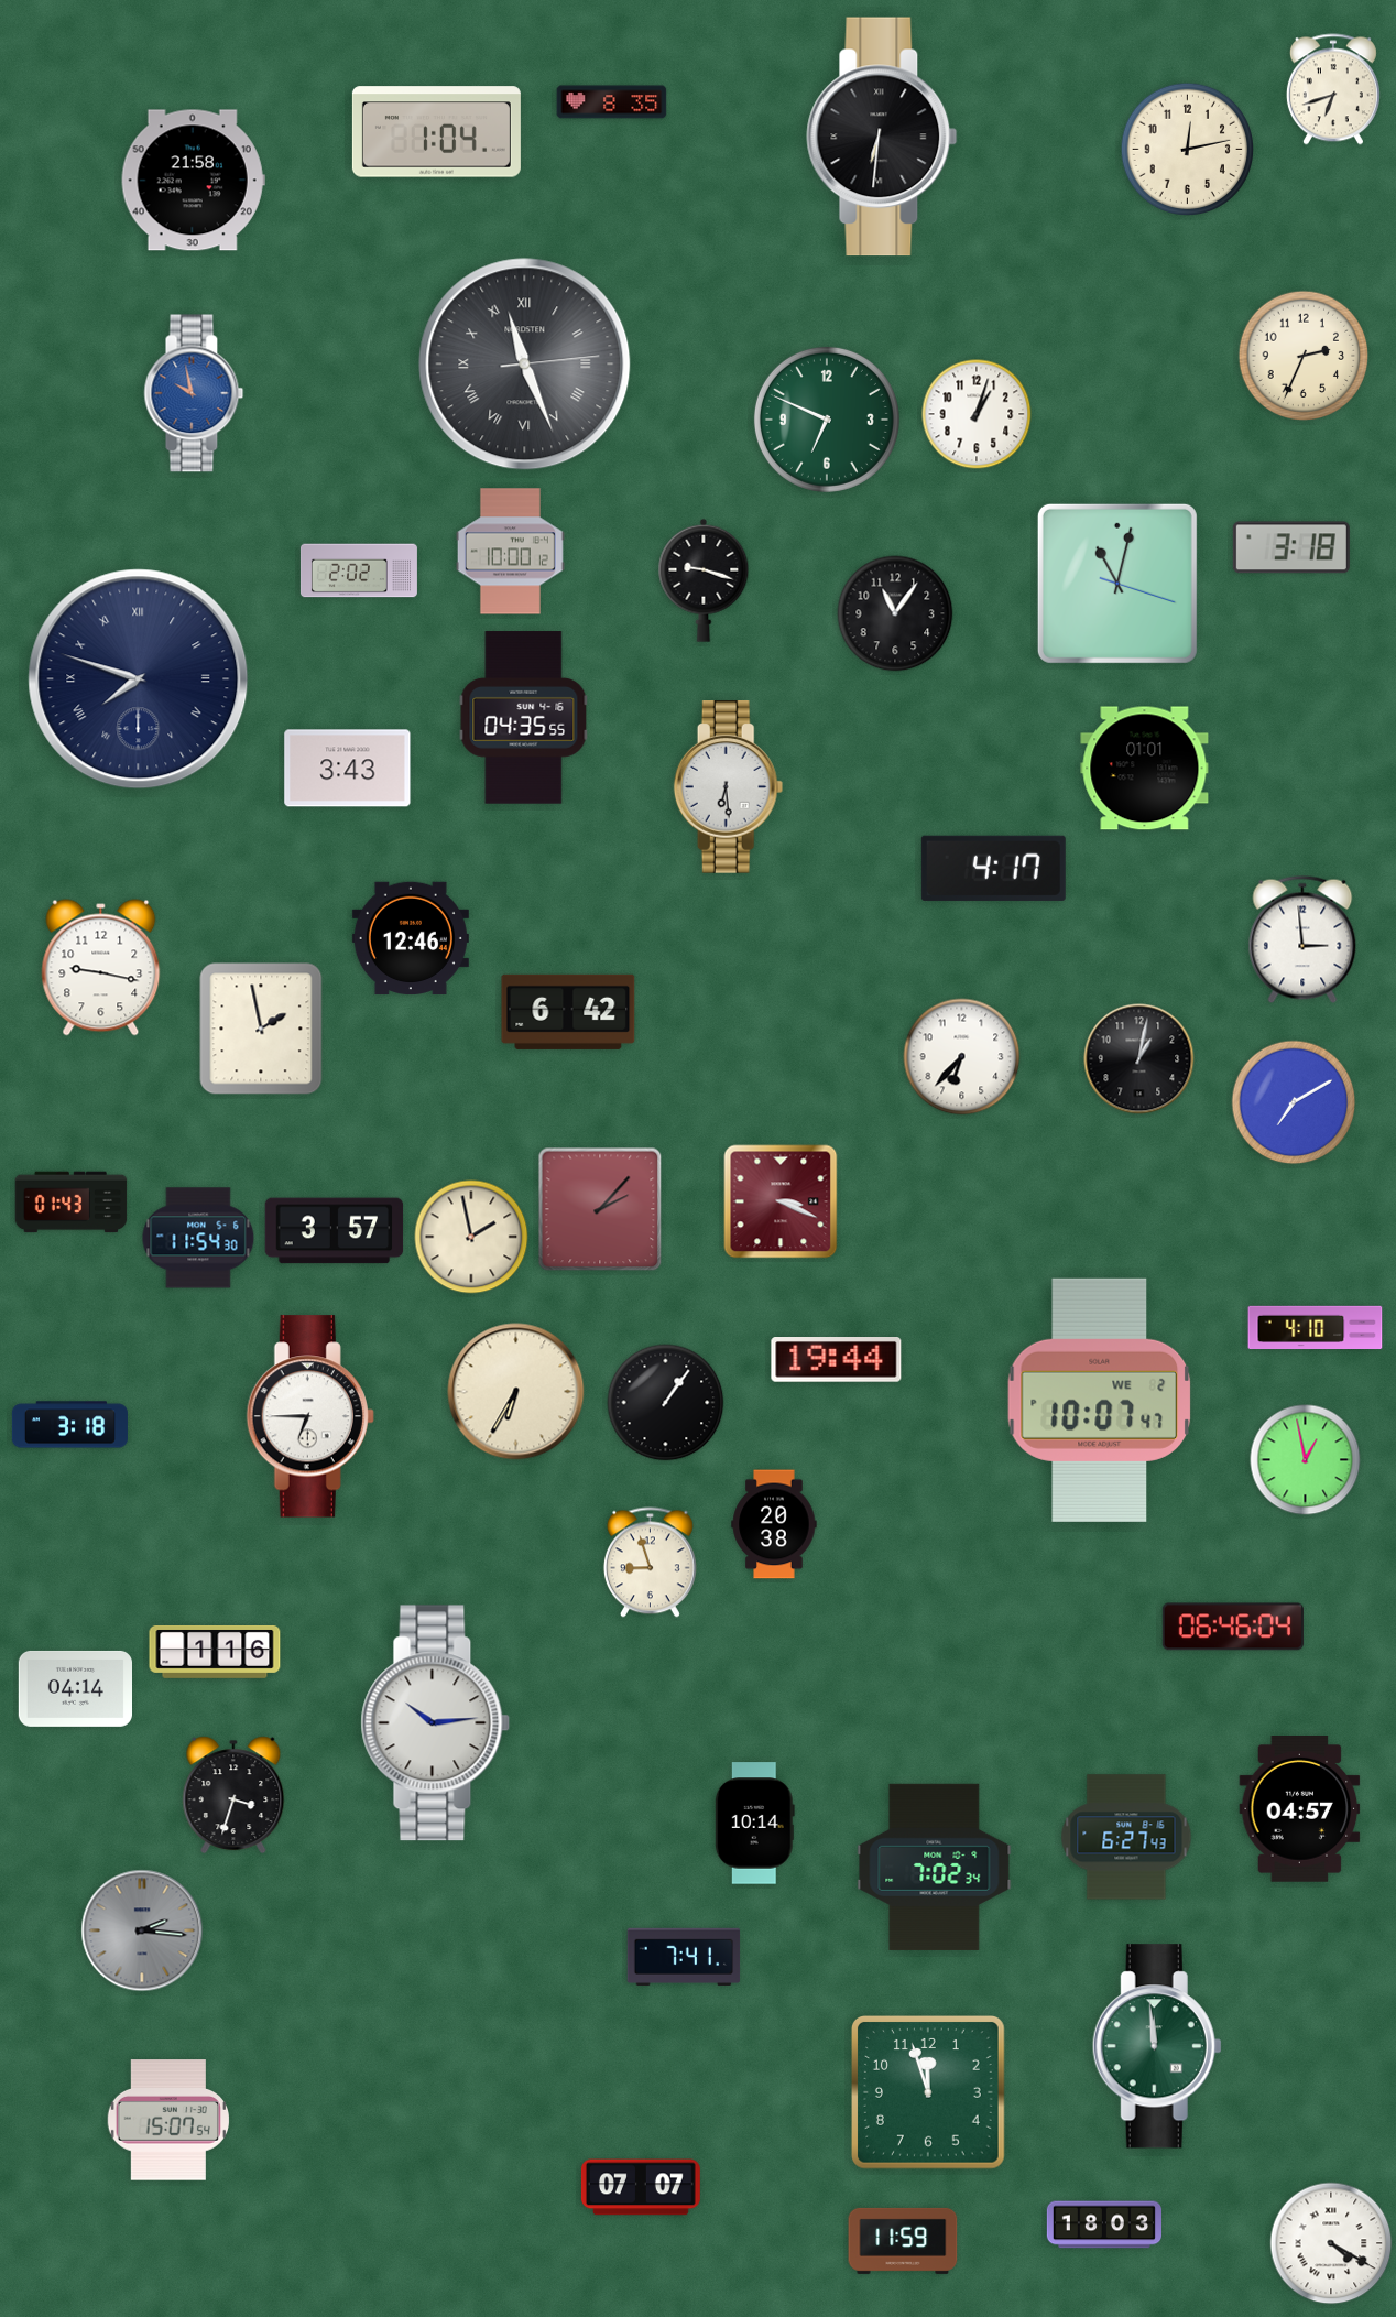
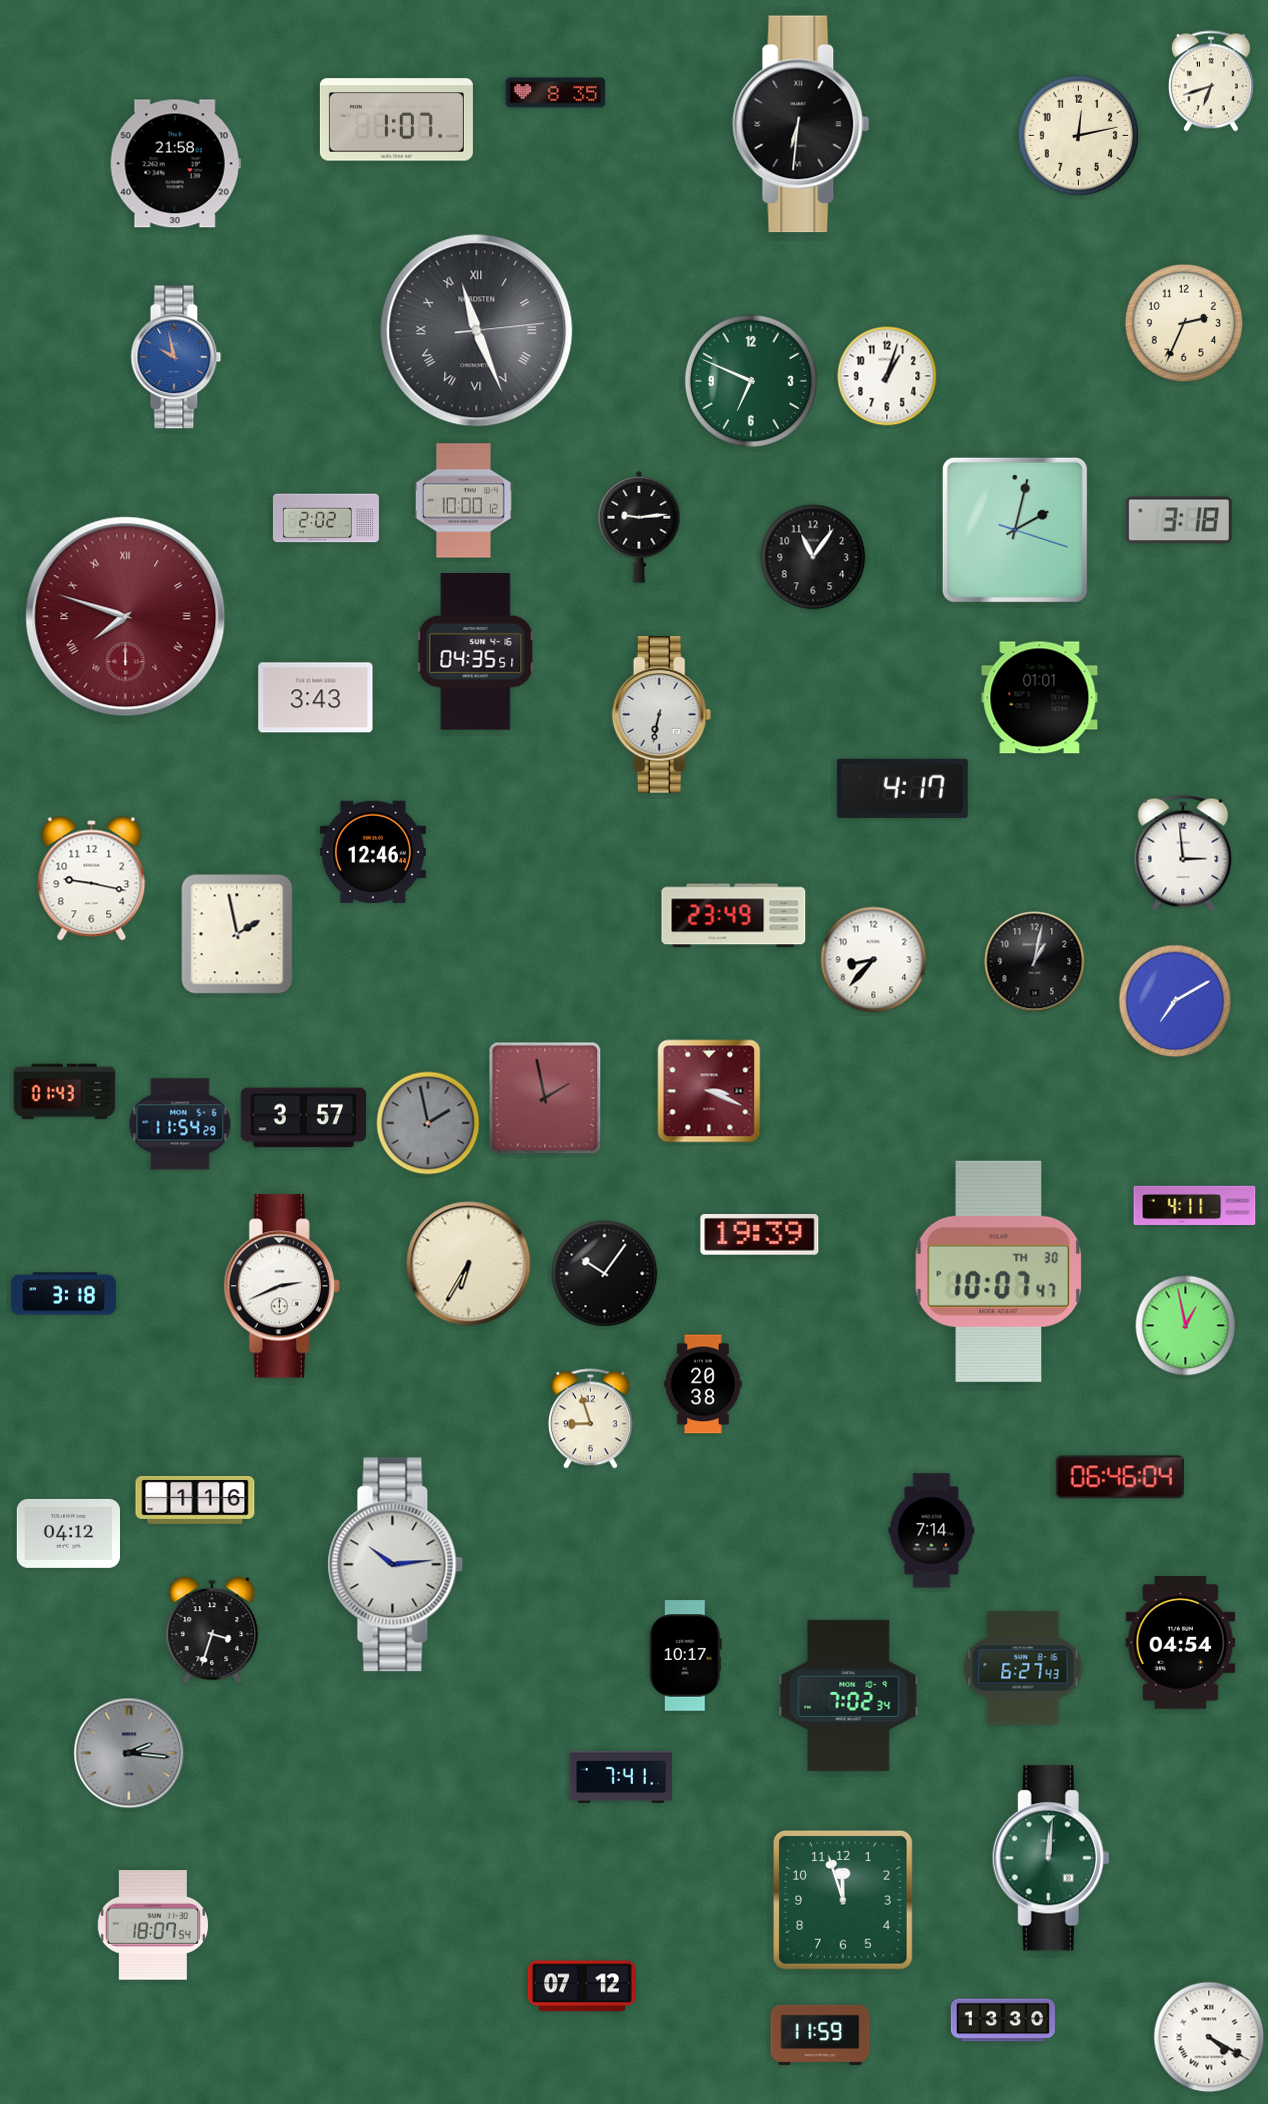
clock at (436, 132): 1:04 -> 1:07
clock at (1291, 547) position: (1291, 547) -> (1179, 520)
clock at (704, 580): 9:18 -> 9:14
clock at (1117, 584): 11:02 -> 2:02
clock at (139, 679) dial: navy -> burgundy
clock at (524, 718): 04:35:55 -> 04:35:51
clock at (729, 787): 6:29 -> 6:32
clock at (734, 916): none -> 23:49
clock at (568, 1012): 6:42 -> none
clock at (962, 1057): 6:37 -> 8:37
clock at (600, 1209): 2:07 -> 1:58
clock at (471, 1237) dial: cream -> grey
clock at (198, 1238): 11:54:30 -> 11:54:29
clock at (1316, 1327): 4:10 -> 4:11
clock at (837, 1360): 19:44 -> 19:39
clock at (1100, 1400) date: WE 2 -> TH 30
clock at (666, 1403): 1:06 -> 10:06
clock at (310, 1416): 6:45 -> 2:41
clock at (932, 1531): none -> 7:14
clock at (75, 1688): 04:14 -> 04:12
clock at (1300, 1809): 04:57 -> 04:54
clock at (754, 1824): 10:14 -> 10:17
clock at (1157, 2046): 11:59 -> 12:01
clock at (167, 2120): 15:07 -> 18:07
clock at (641, 2187): 07:07 -> 07:12
clock at (1103, 2224): 18:03 -> 13:30
